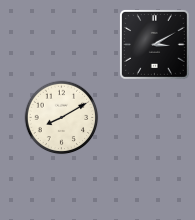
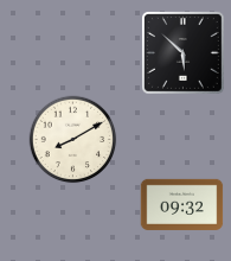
clock at (154, 44): 3:10 -> 5:52
clock at (182, 204): none -> 09:32
